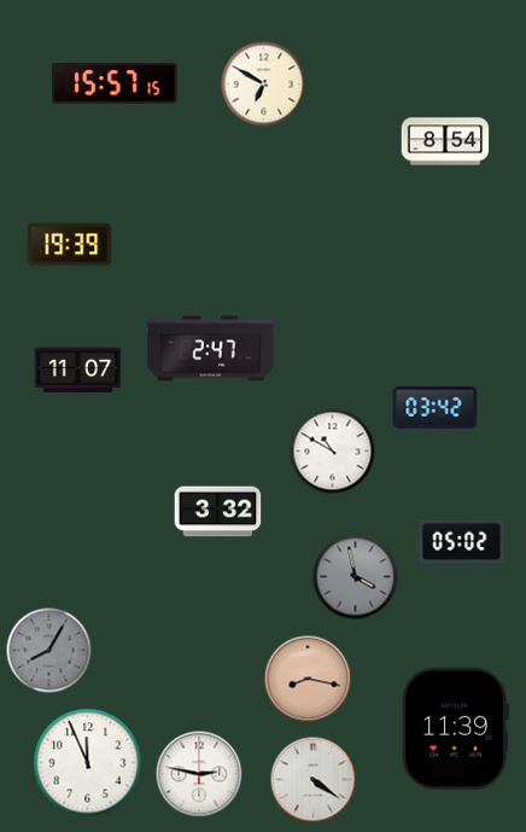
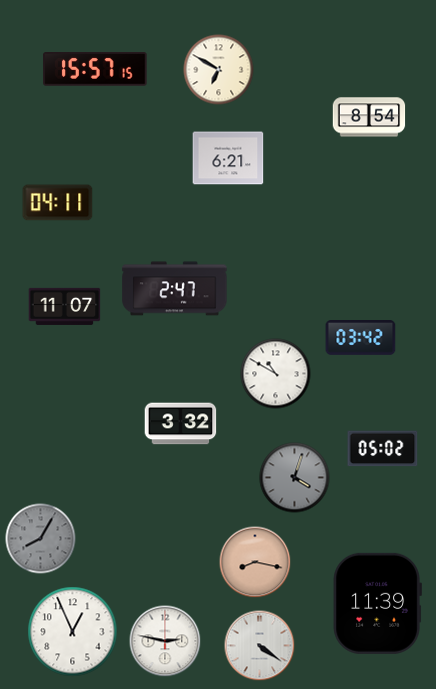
clock at (228, 158): none -> 6:21
clock at (70, 245): 19:39 -> 04:11
clock at (356, 577): 3:58 -> 4:03
clock at (88, 763): 11:56 -> 12:56
